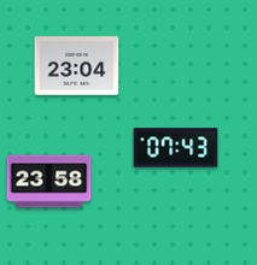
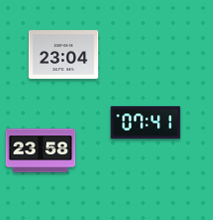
clock at (176, 148): 07:43 -> 07:41
